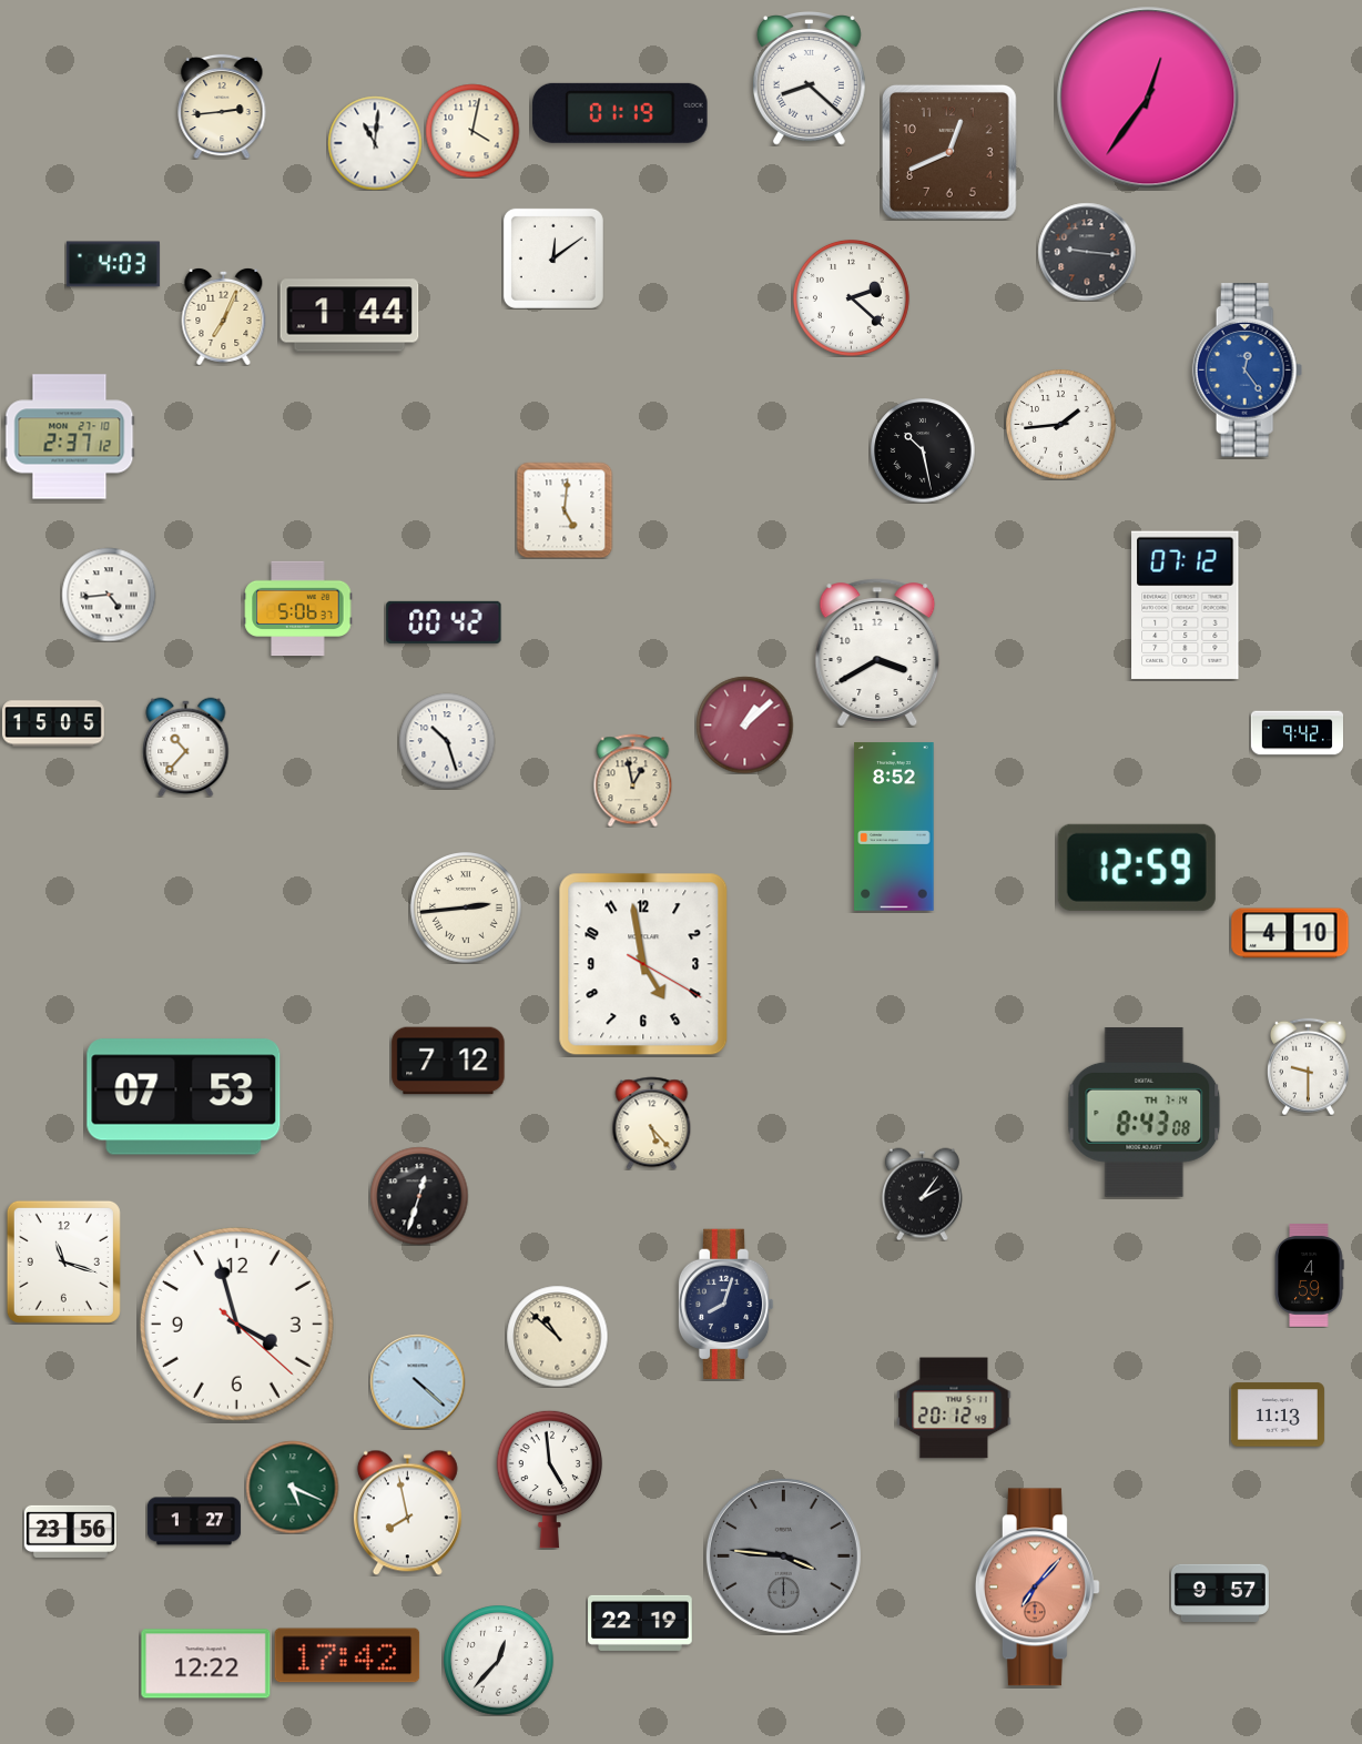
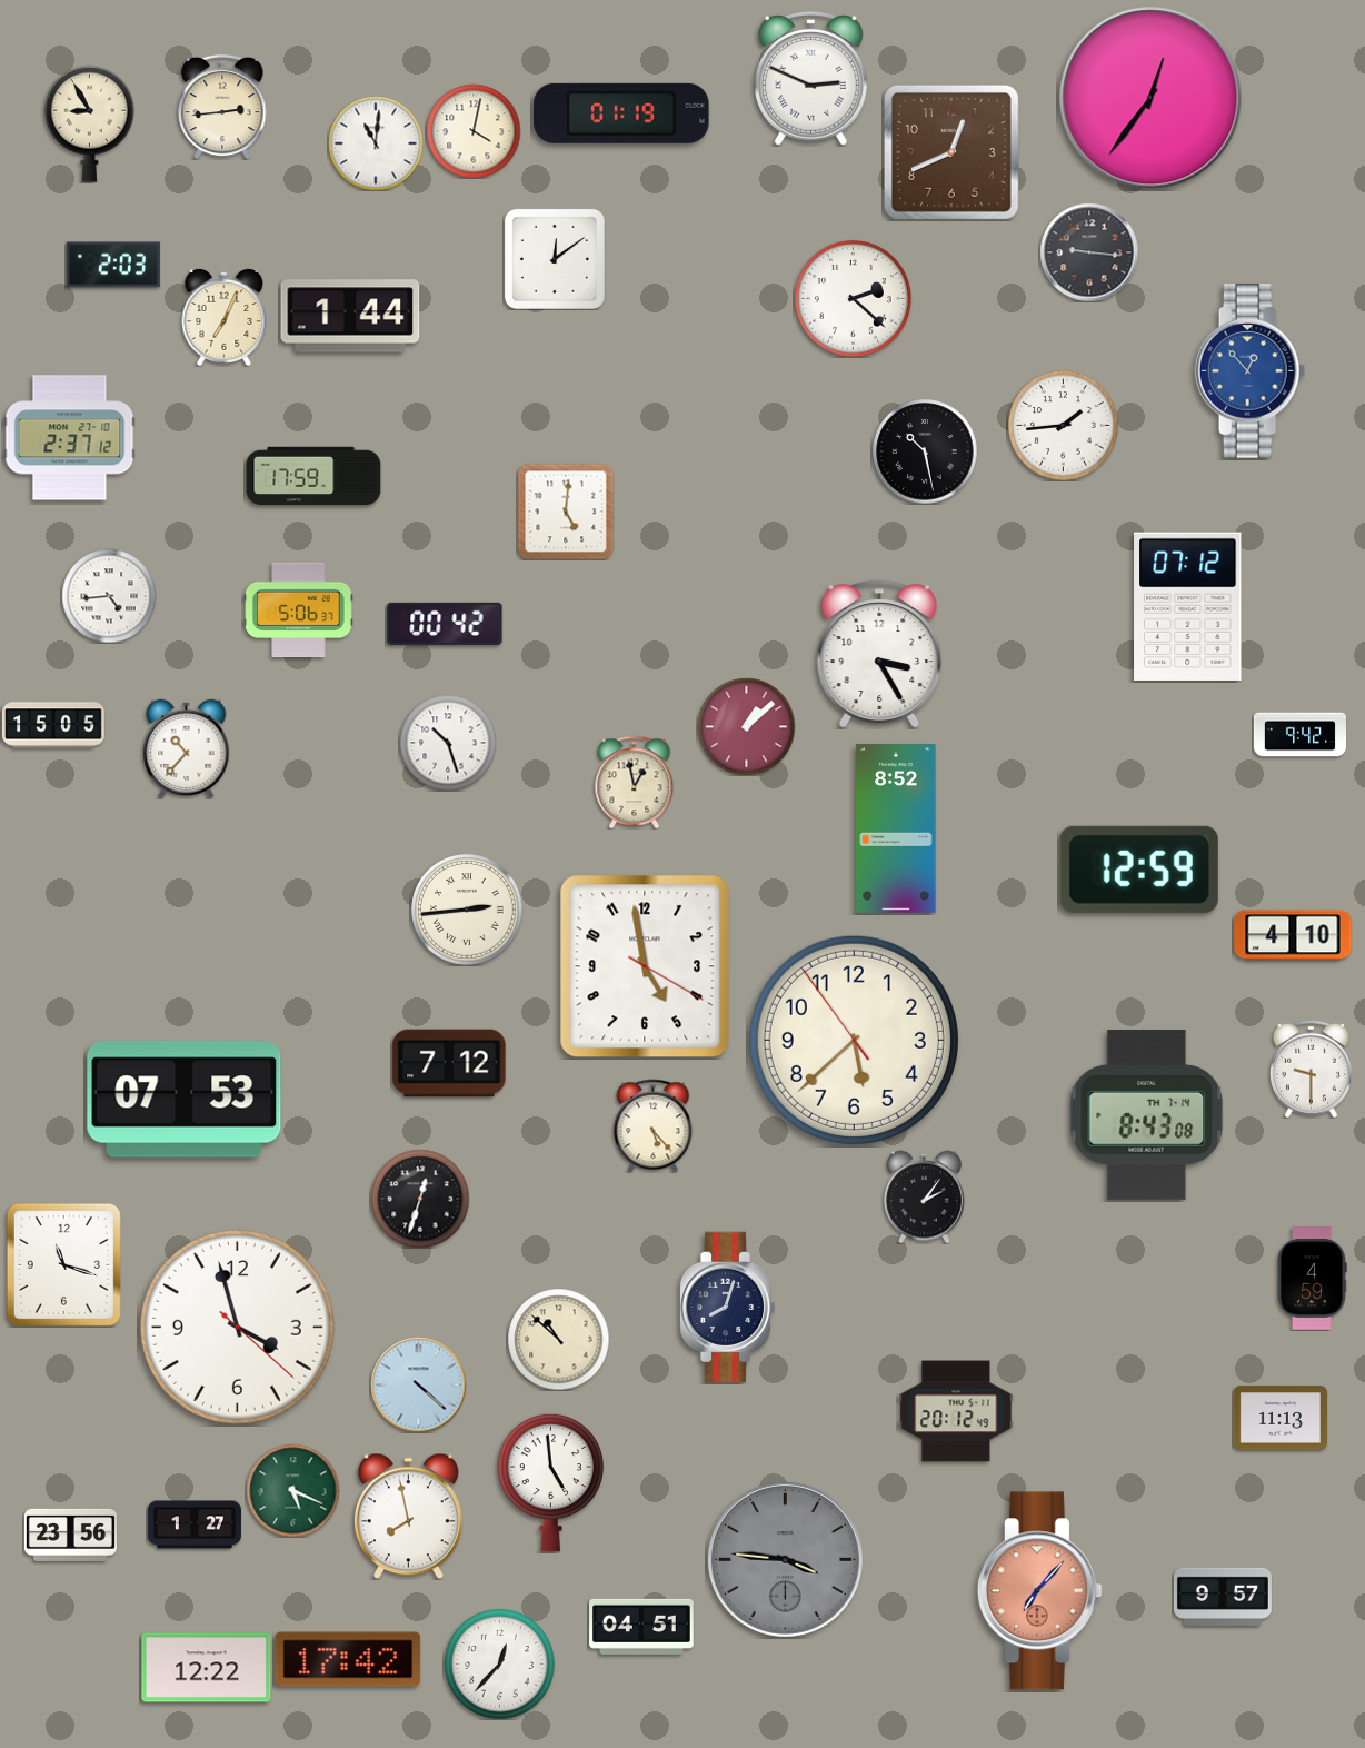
clock at (809, 79): 8:22 -> 2:49
clock at (89, 123): none -> 8:55
clock at (113, 264): 4:03 -> 2:03
clock at (1248, 371): 12:24 -> 12:53
clock at (313, 476): none -> 17:59
clock at (877, 652): 3:40 -> 3:25
clock at (854, 1040): none -> 5:37
clock at (640, 1623): 22:19 -> 04:51
